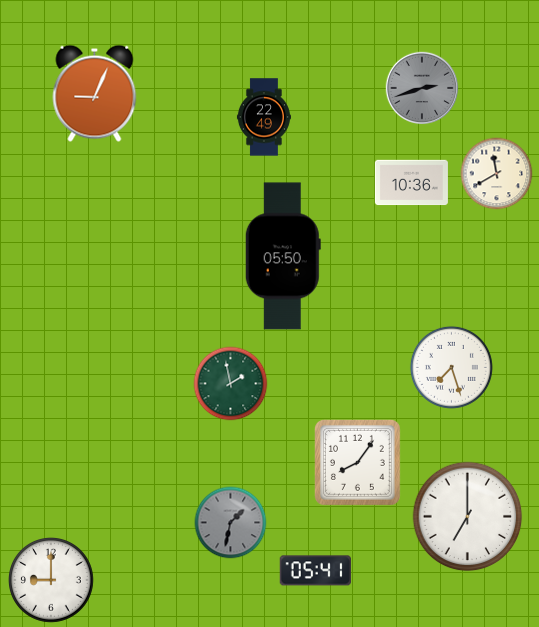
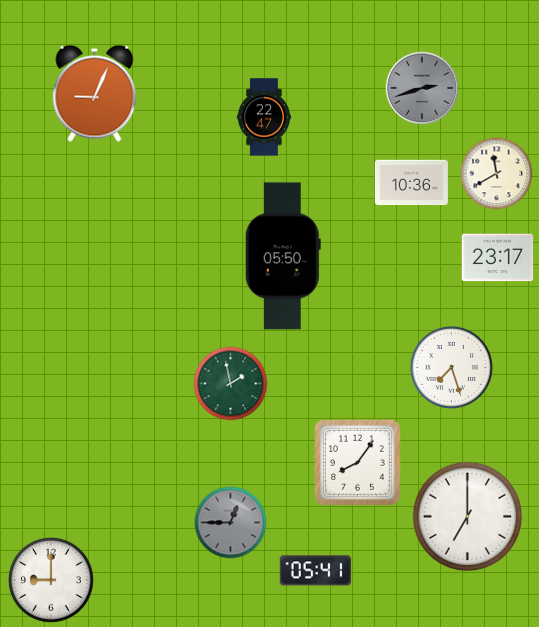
clock at (264, 117): 22:49 -> 22:47
clock at (498, 258): none -> 23:17
clock at (231, 523): 1:32 -> 12:45
